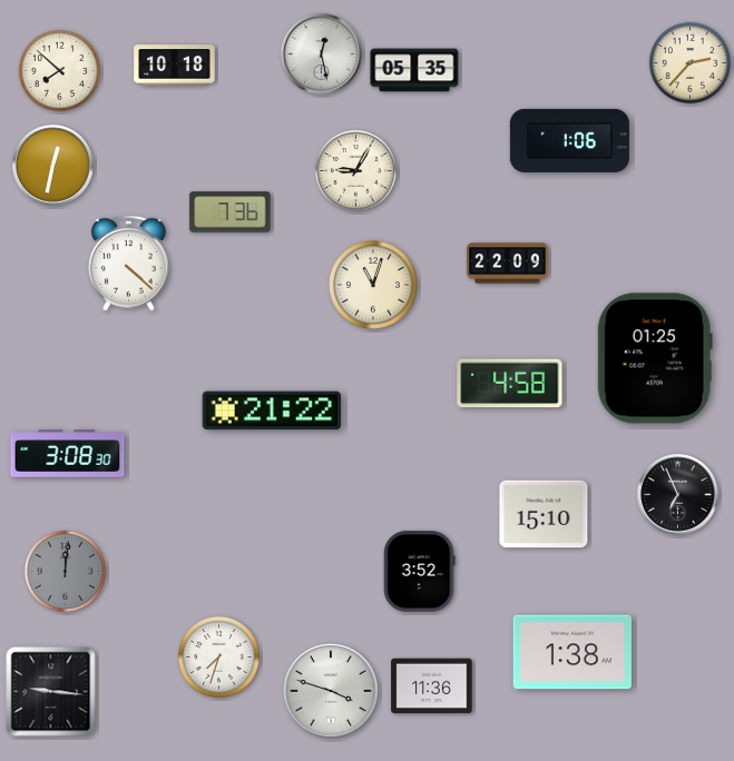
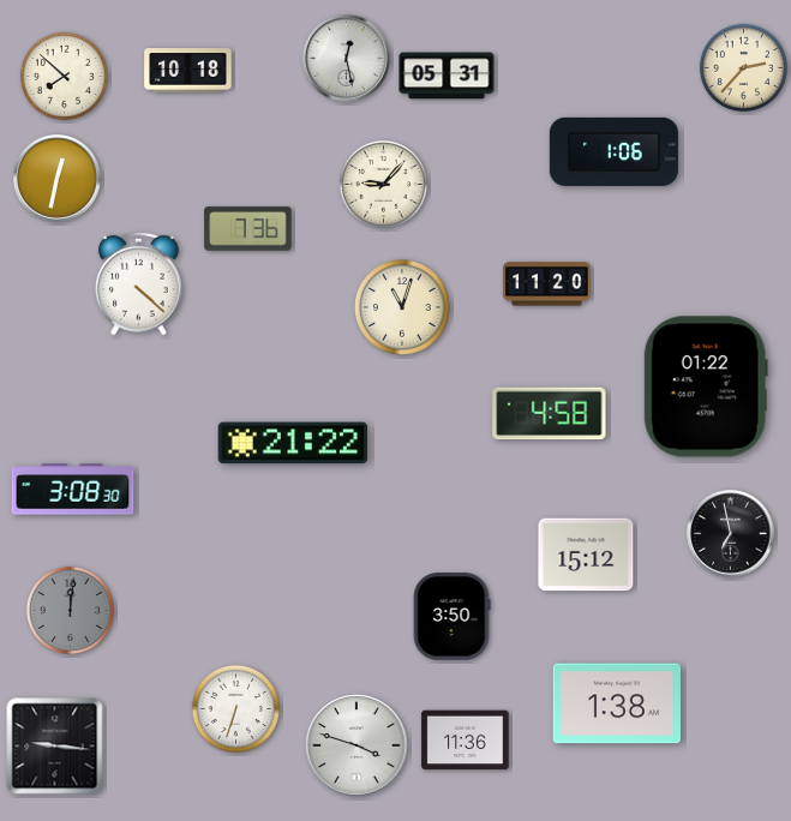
clock at (414, 70): 05:35 -> 05:31
clock at (355, 170): 9:05 -> 9:07
clock at (508, 264): 22:09 -> 11:20
clock at (655, 358): 01:25 -> 01:22
clock at (678, 495): 6:56 -> 6:58
clock at (544, 514): 15:10 -> 15:12
clock at (65, 571) position: (65, 571) -> (70, 610)
clock at (419, 572): 3:52 -> 3:50
clock at (218, 656): 7:33 -> 6:33
